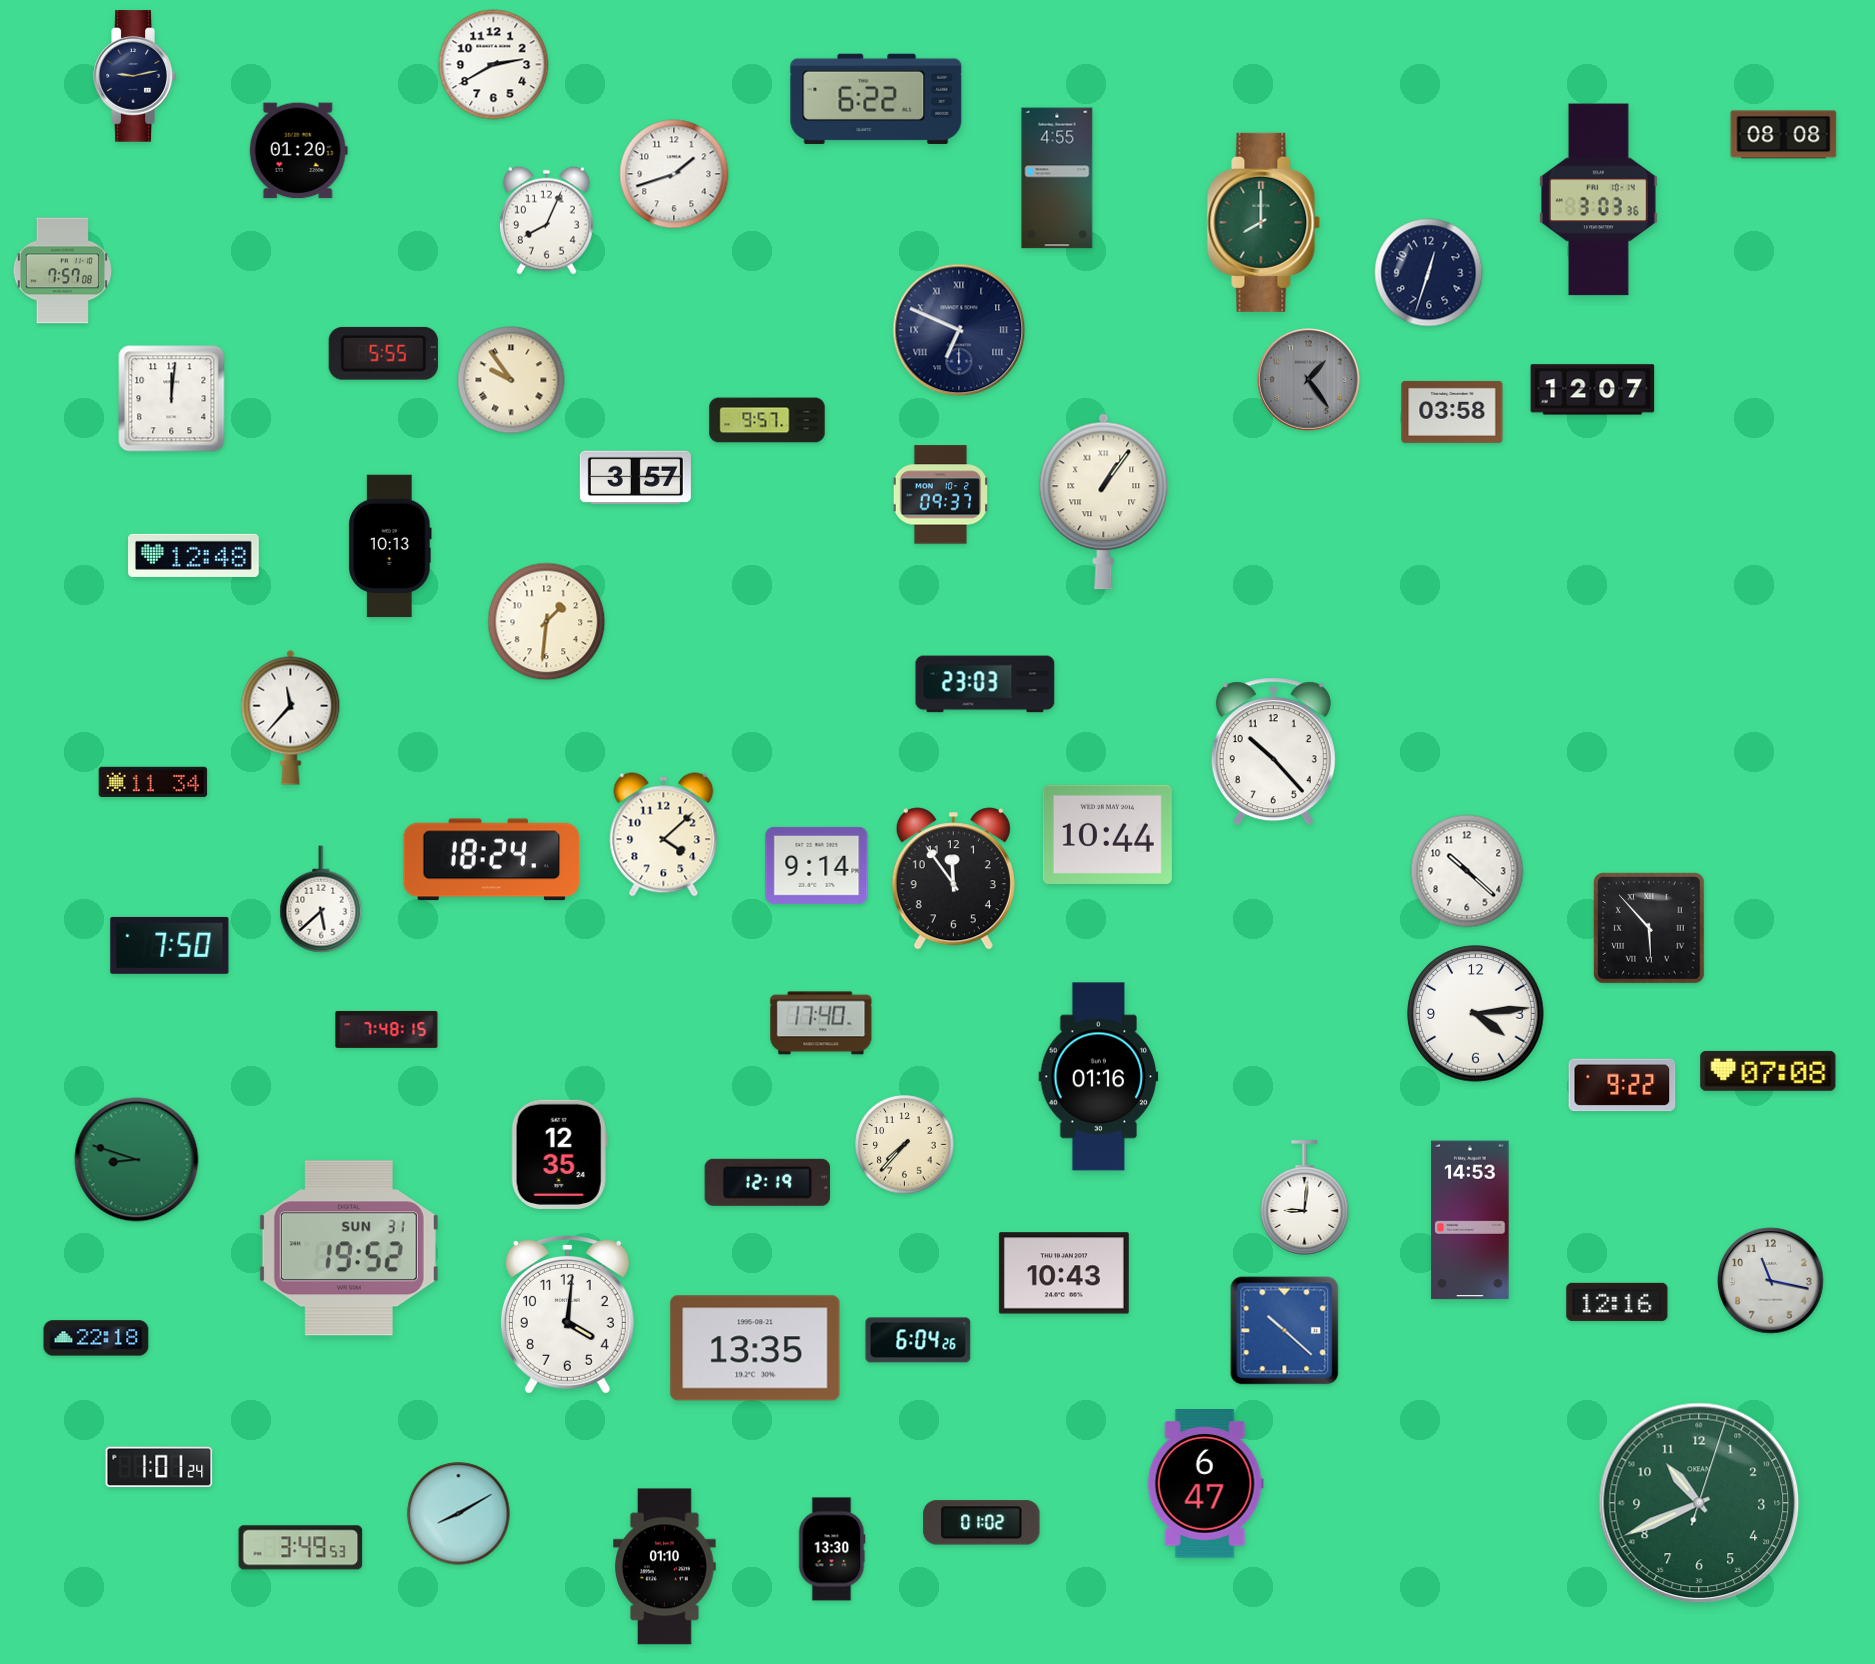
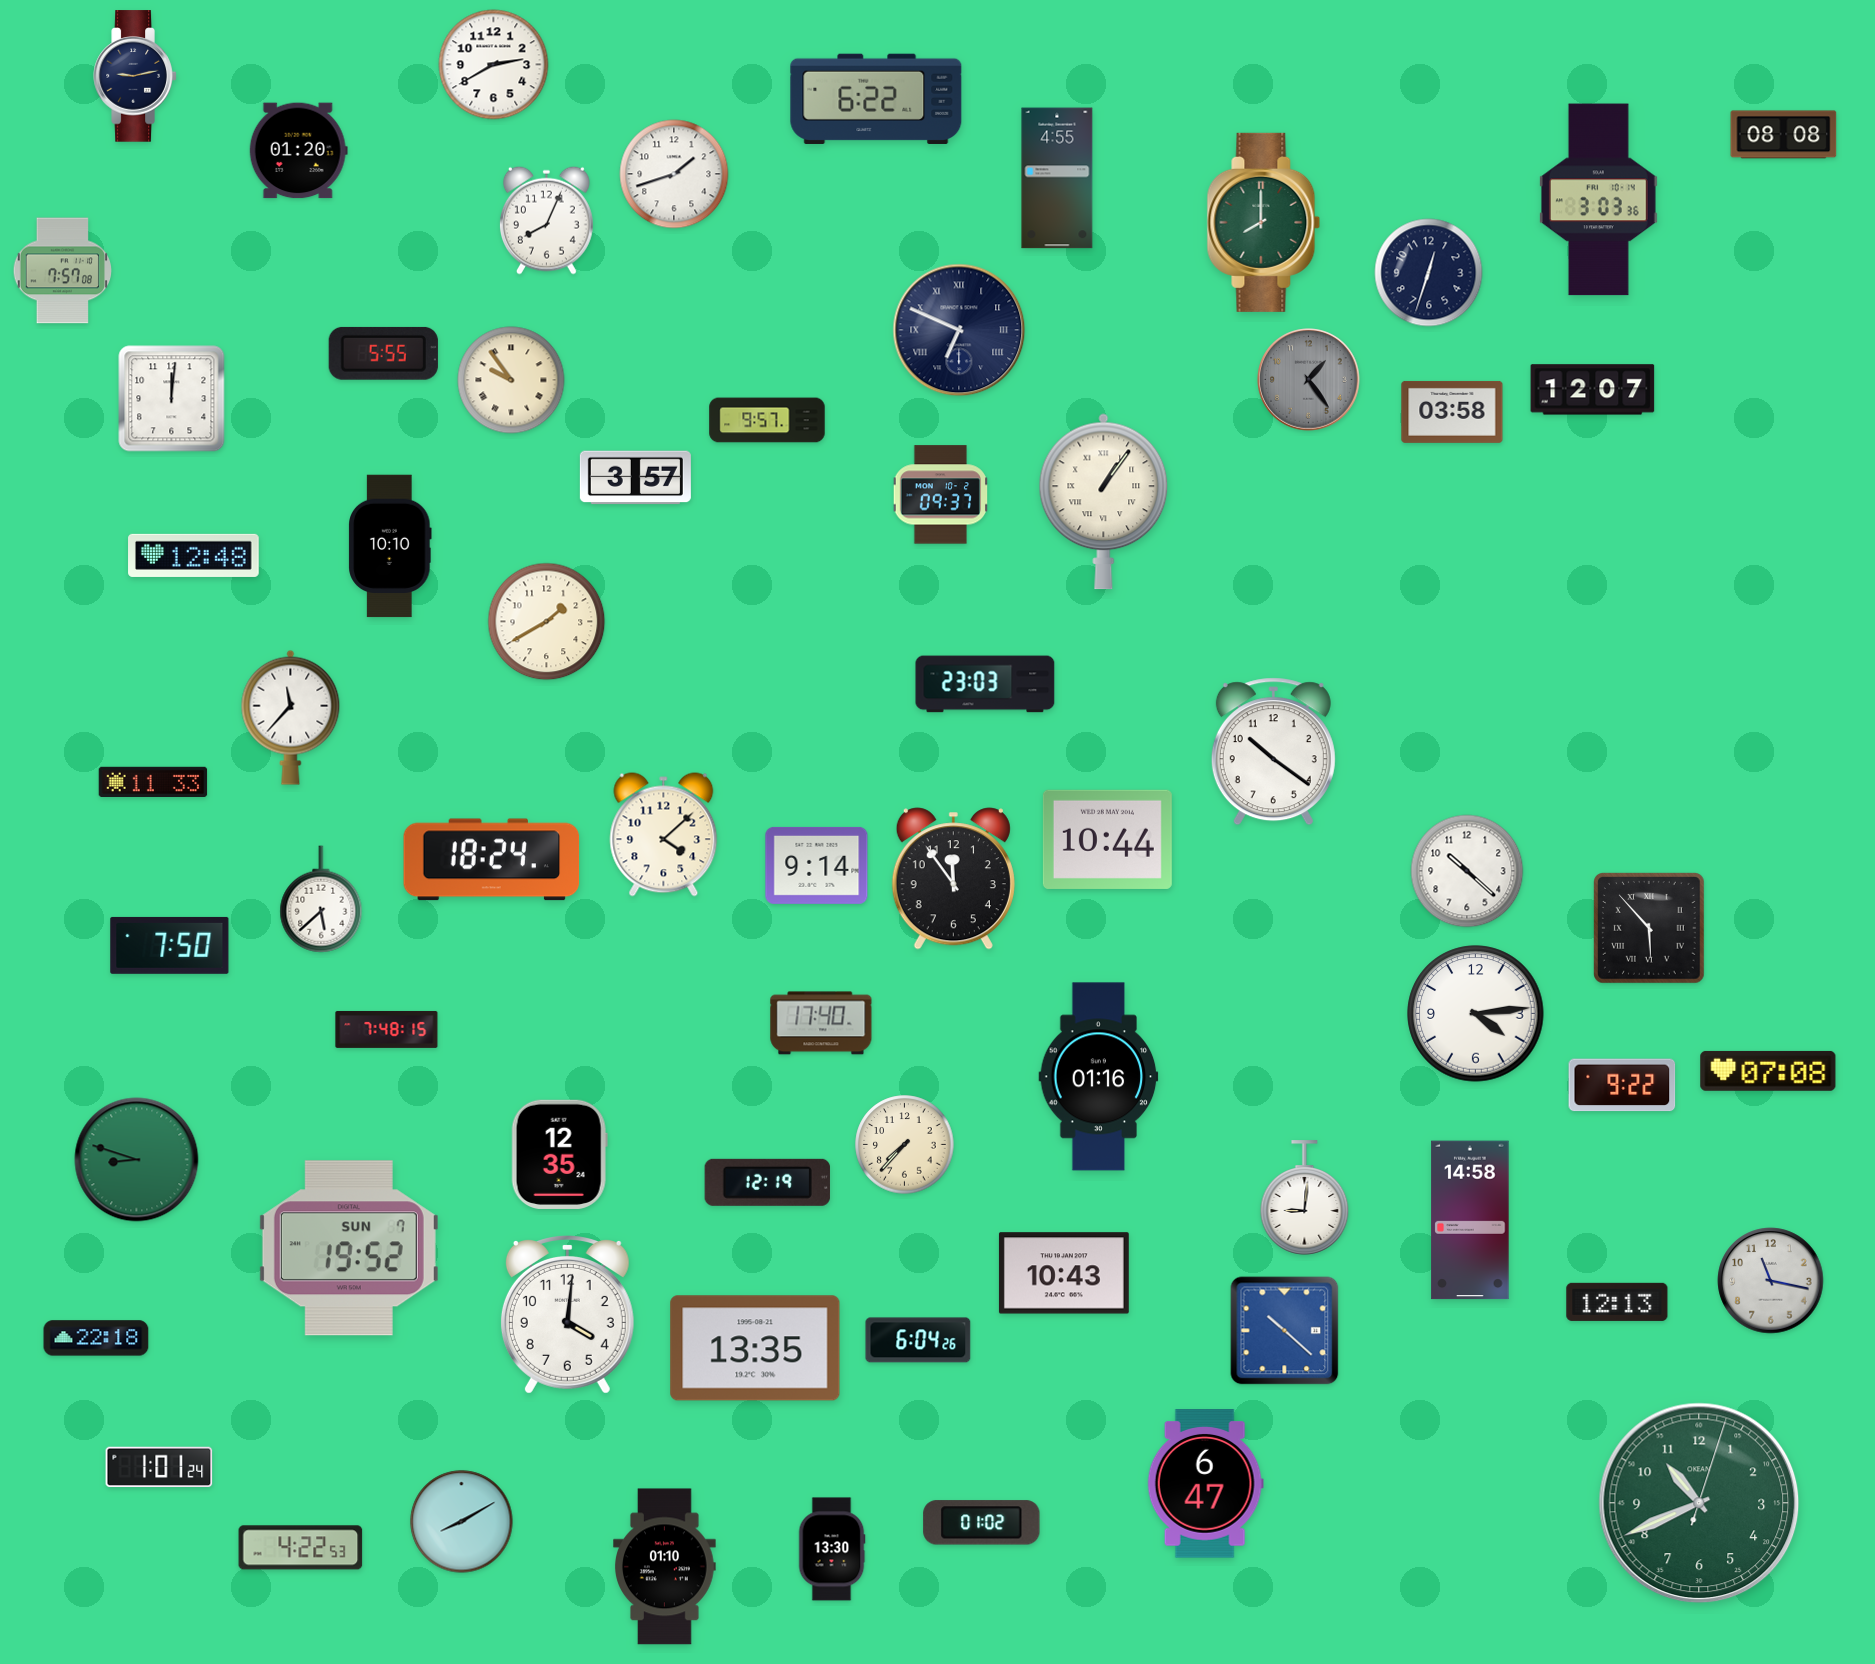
clock at (390, 546): 10:13 -> 10:10
clock at (547, 622): 1:31 -> 1:40
clock at (1273, 752): 10:23 -> 10:21
clock at (153, 781): 11:34 -> 11:33
clock at (1107, 834) position: (1107, 834) -> (1107, 839)
clock at (1470, 1220): 14:53 -> 14:58
clock at (349, 1248) date: SUN 31 -> SUN 7
clock at (1617, 1302): 12:16 -> 12:13
clock at (459, 1514) position: (459, 1514) -> (462, 1522)
clock at (301, 1548): 3:49 -> 4:22
